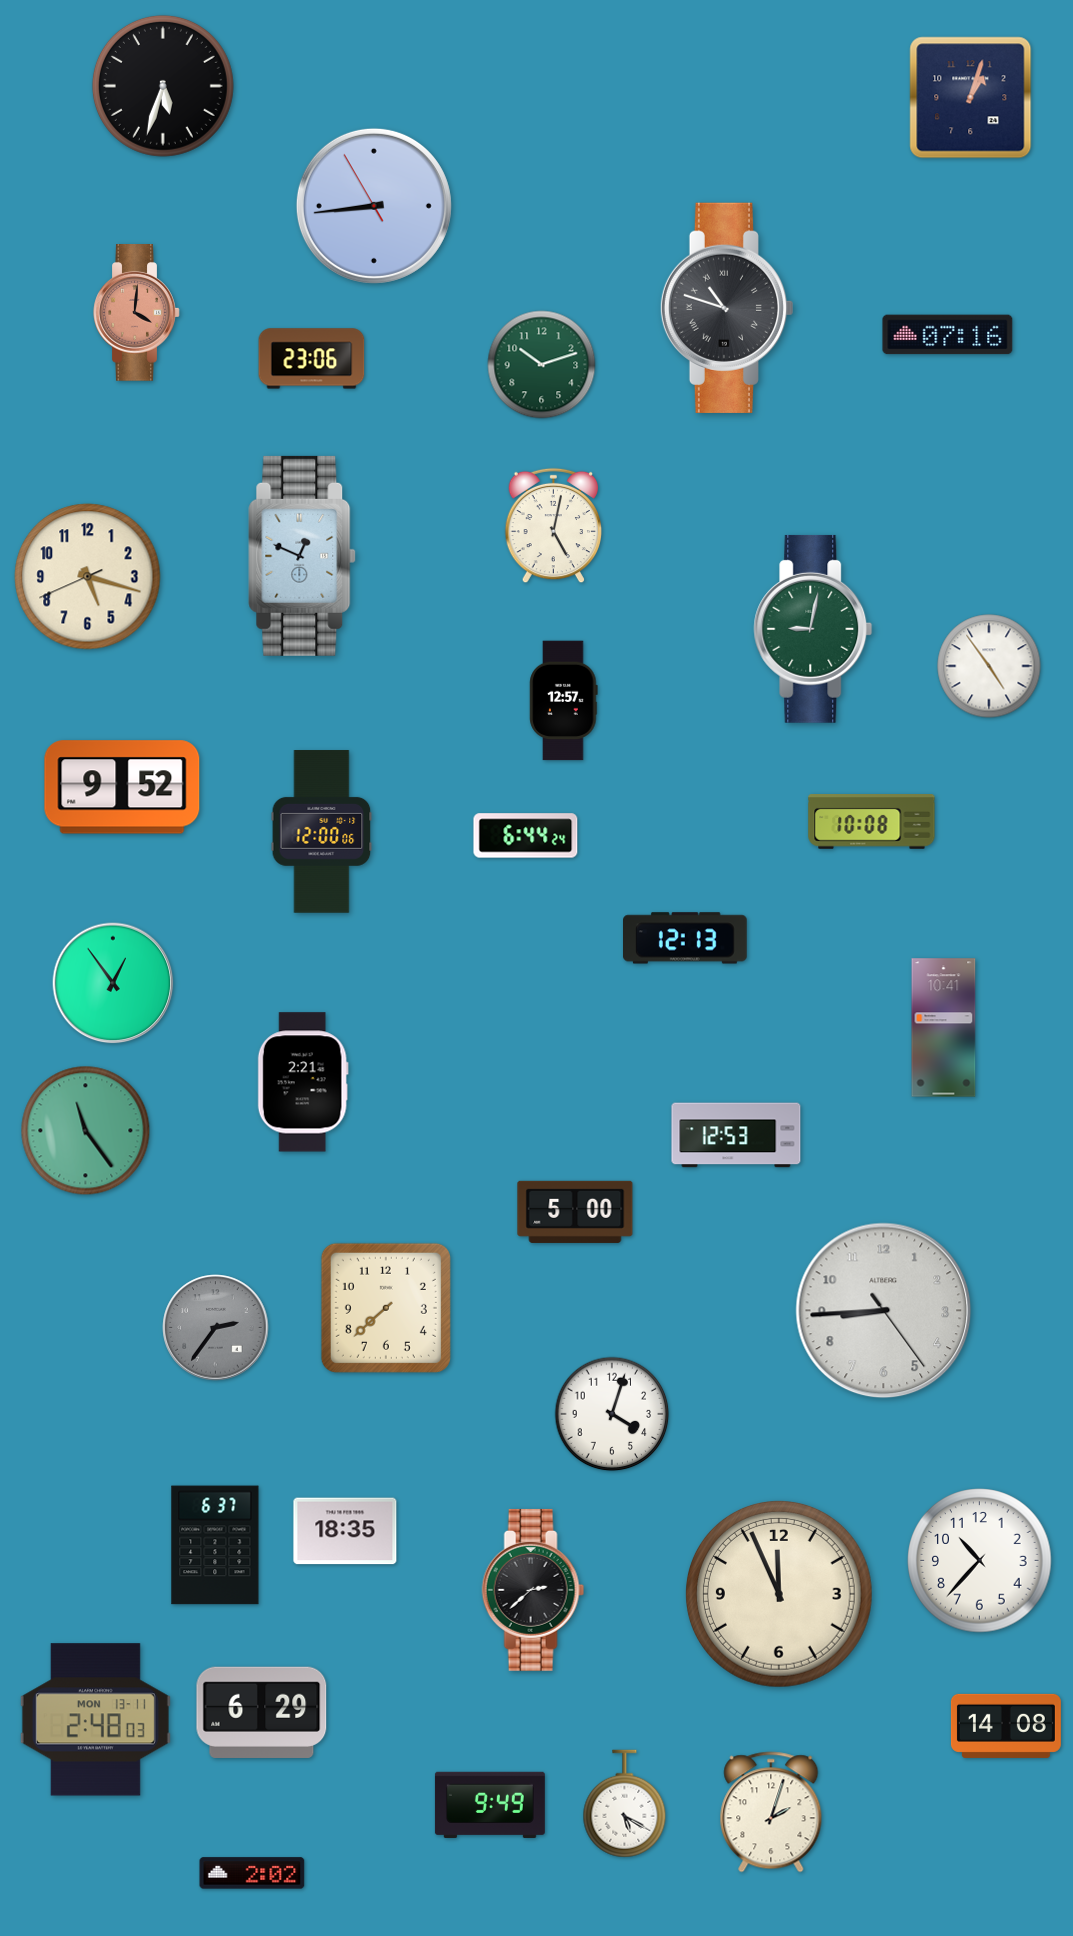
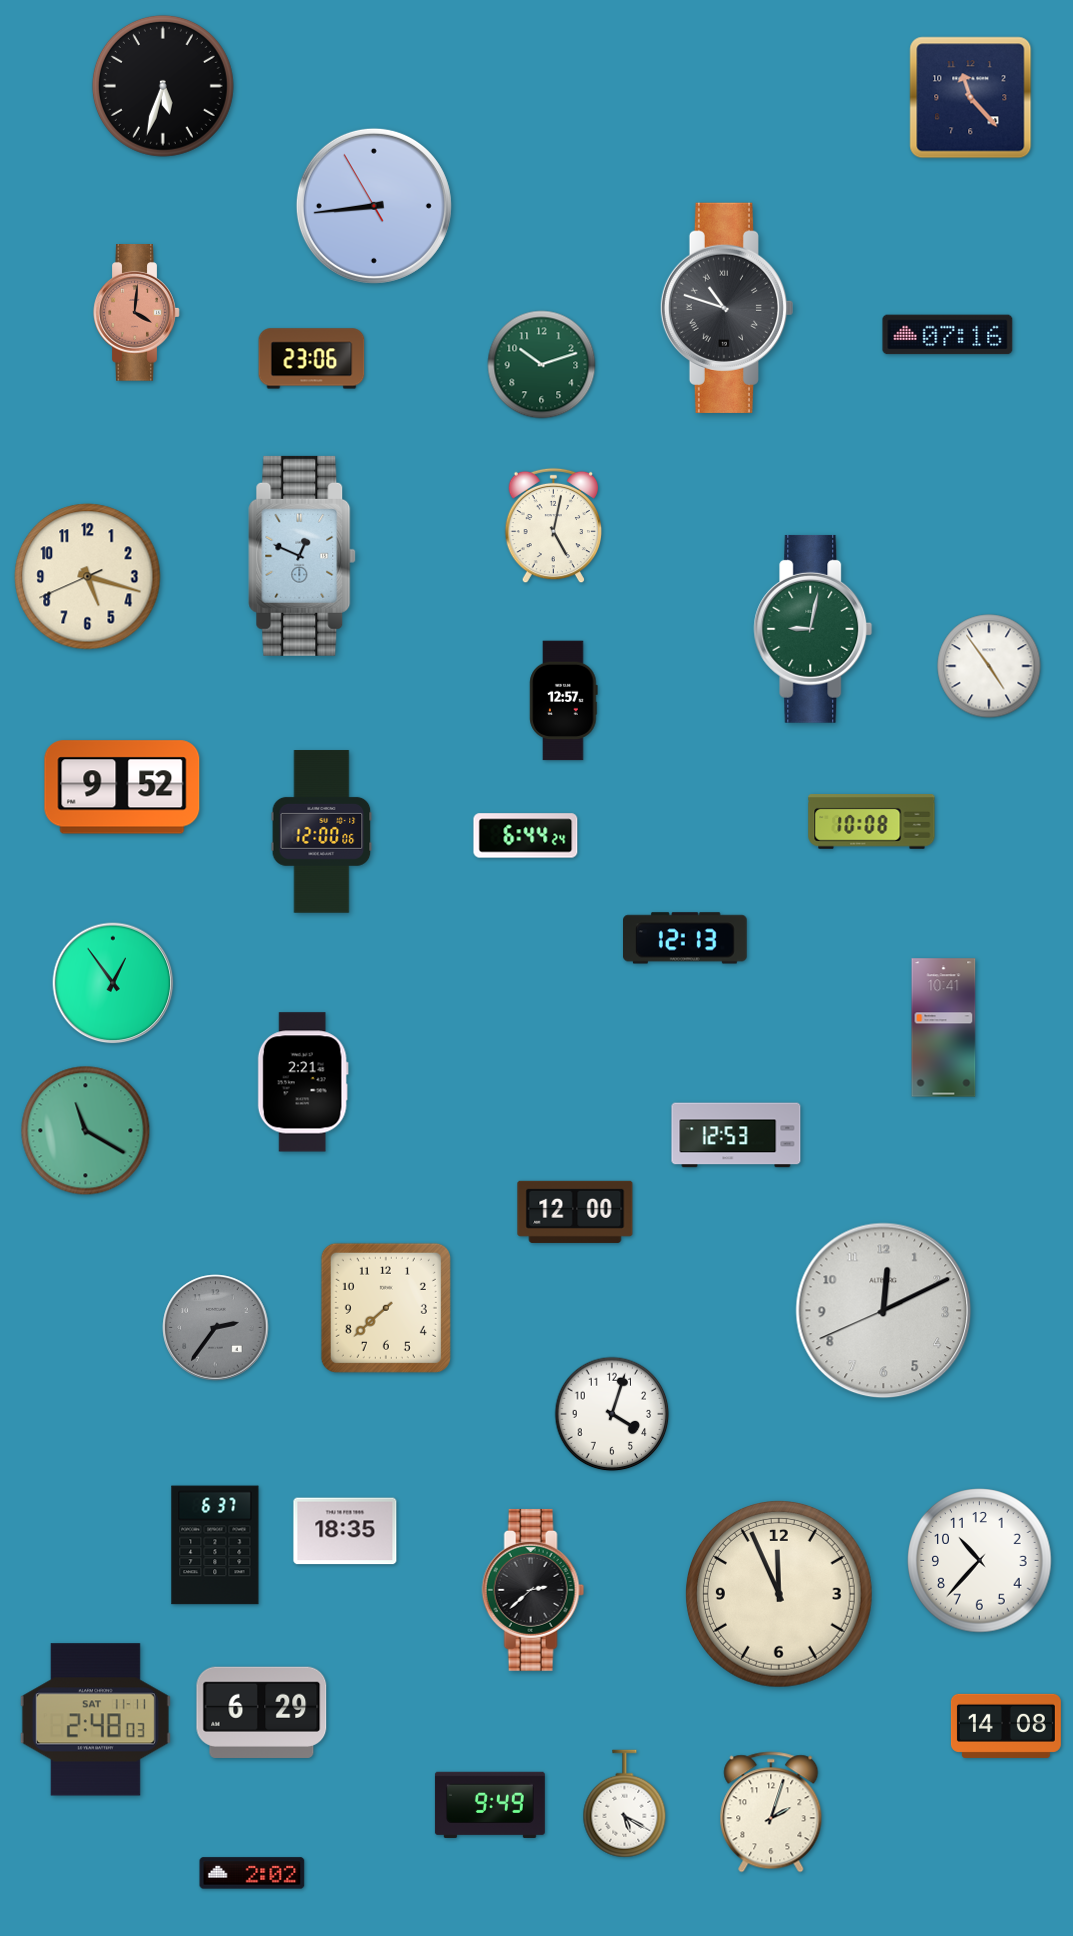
clock at (971, 98): 1:03 -> 11:23
clock at (86, 1131): 11:24 -> 11:20
clock at (575, 1212): 5:00 -> 12:00
clock at (884, 1311): 8:44 -> 12:10
clock at (95, 1720) date: MON 13-11 -> SAT 11-11
